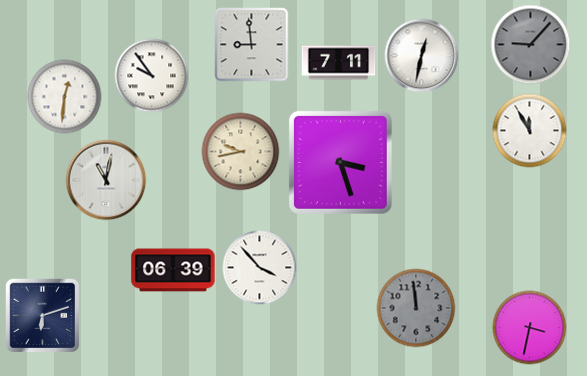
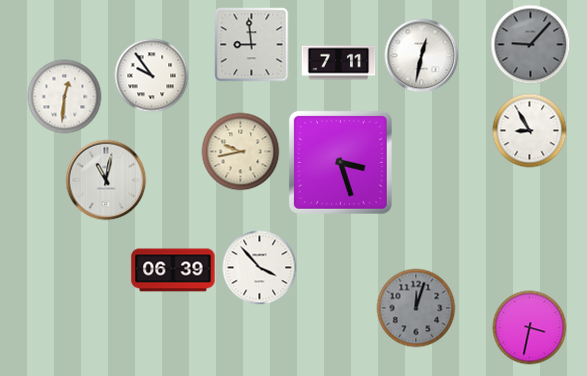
clock at (530, 131): 11:55 -> 8:55
clock at (416, 308): 11:59 -> 12:03
clock at (43, 316): 6:12 -> none
